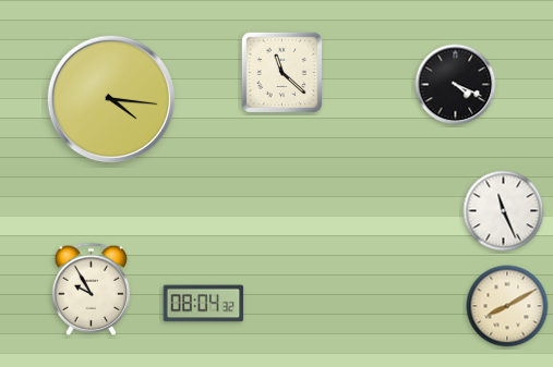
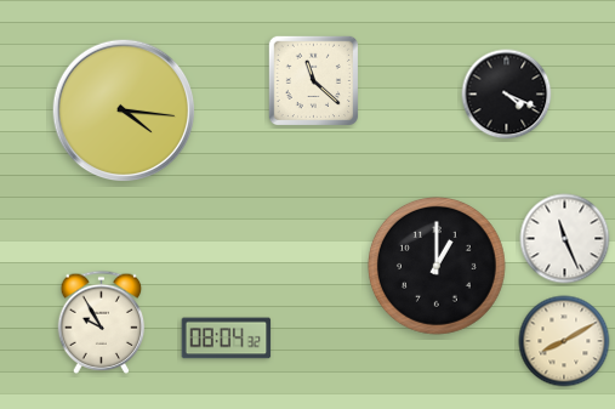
clock at (504, 211) position: (504, 211) -> (565, 239)
clock at (438, 267): none -> 1:00
